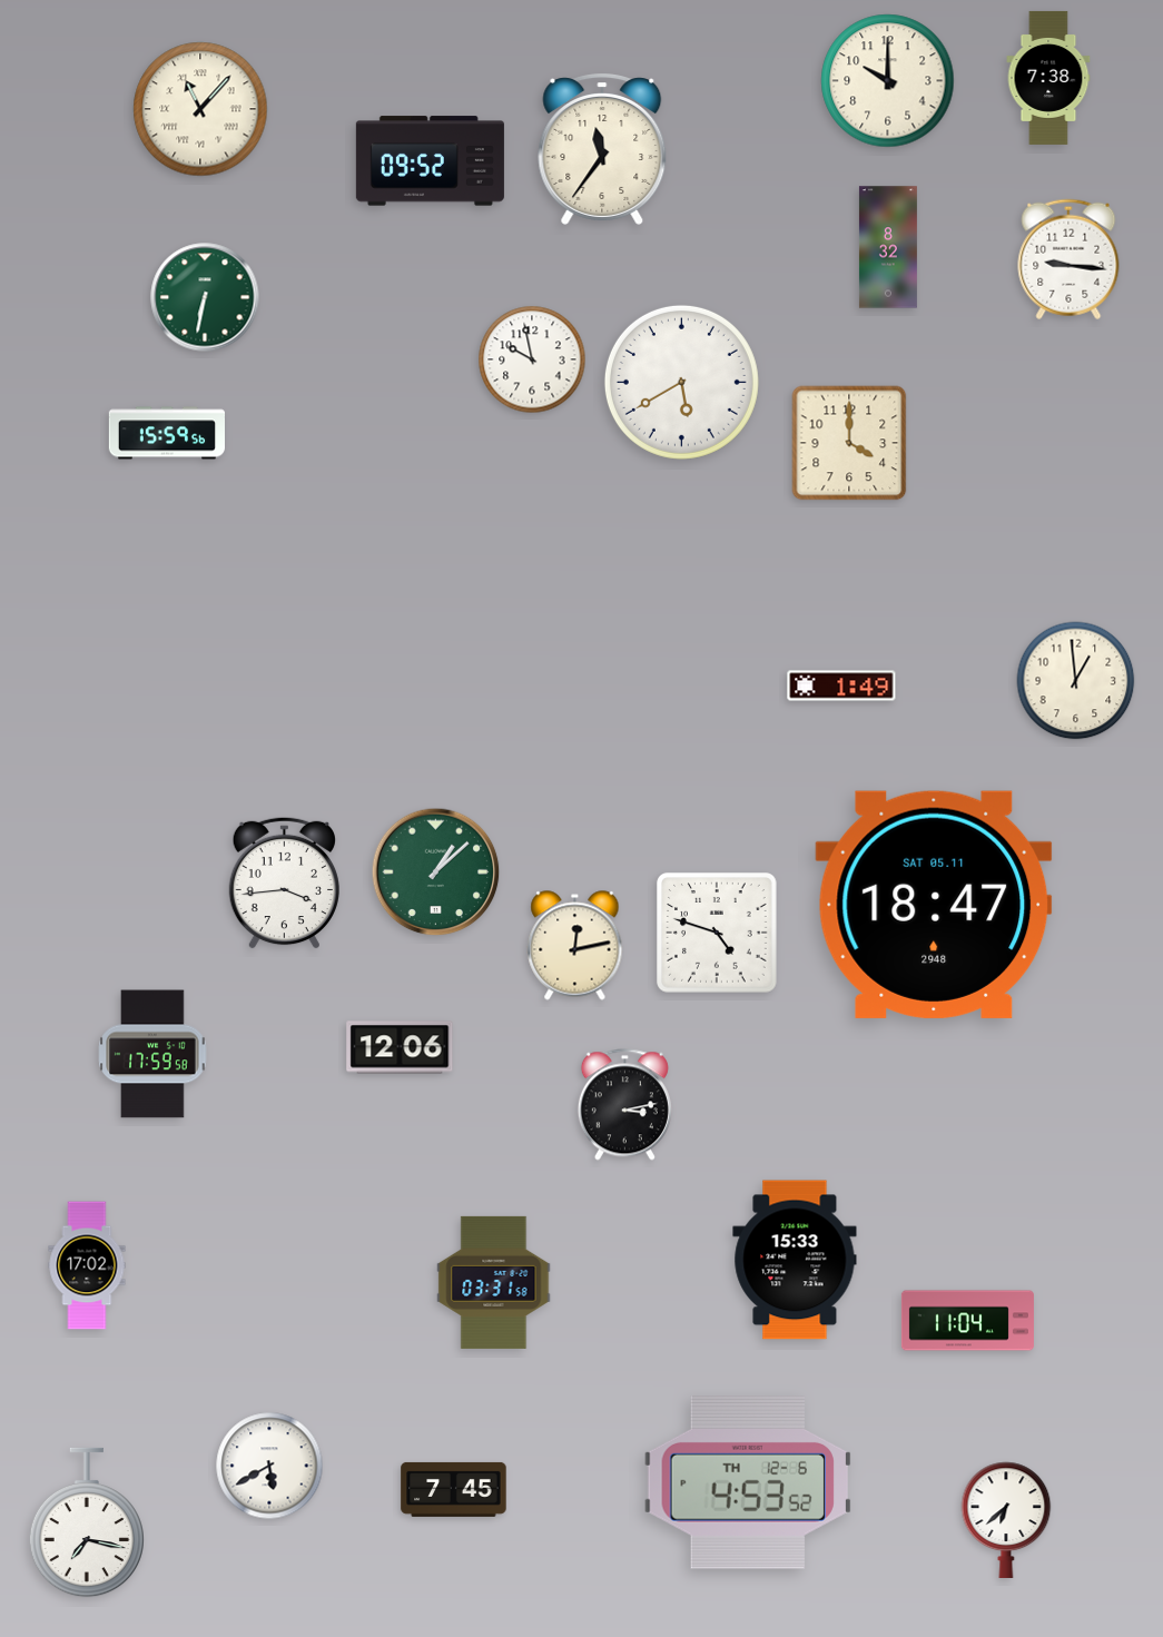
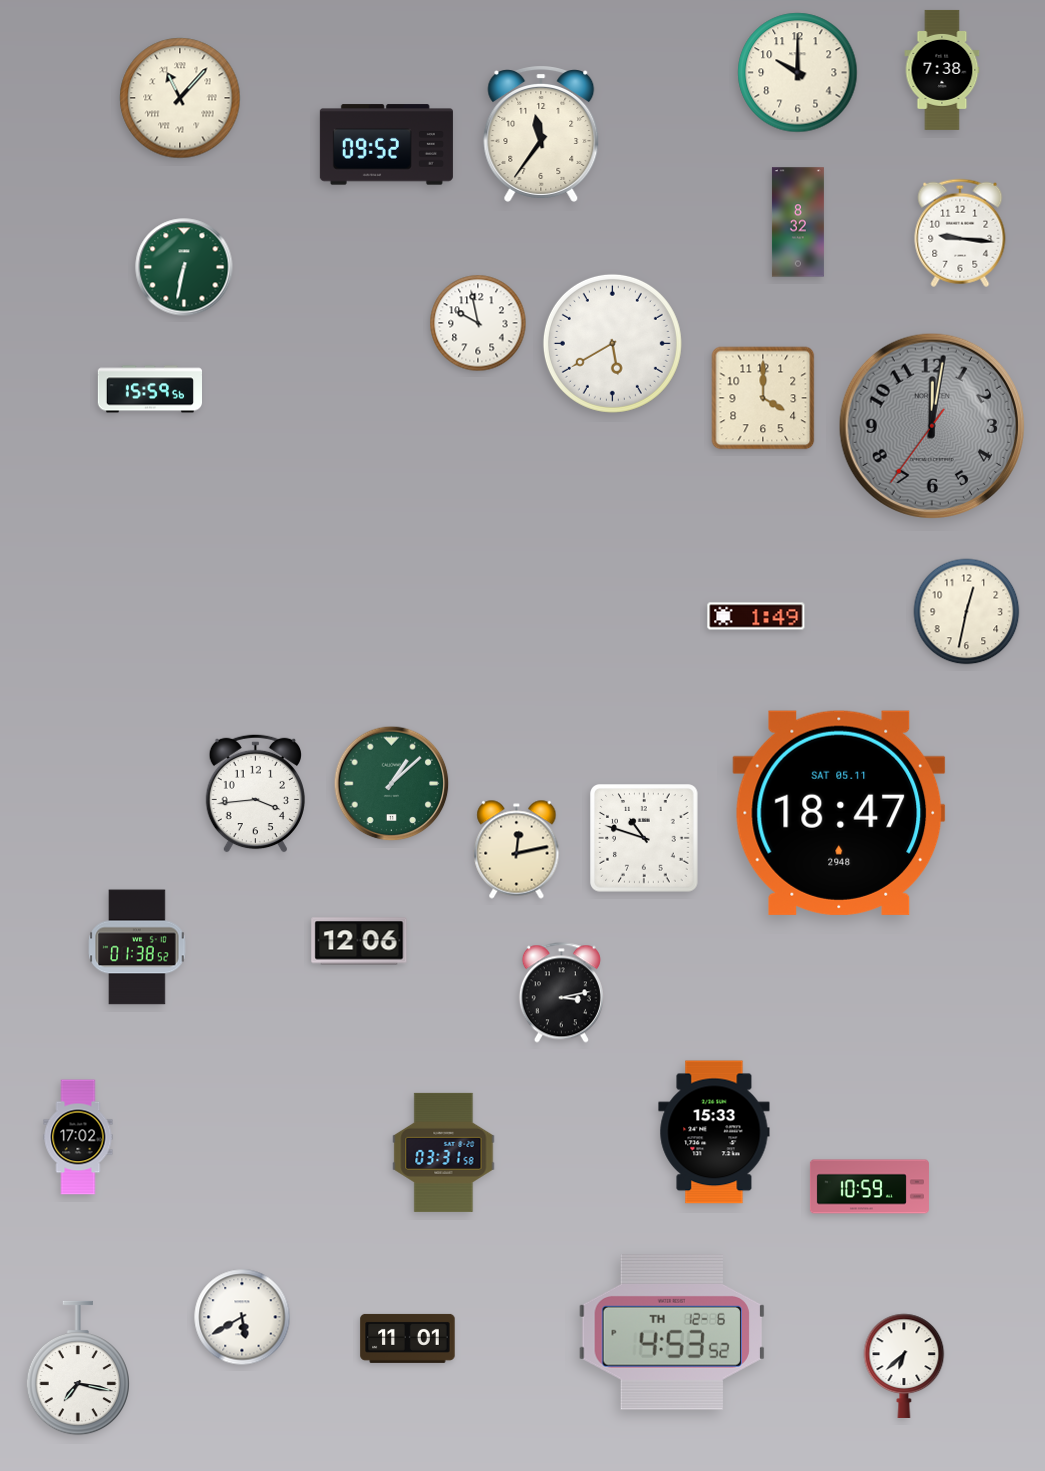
clock at (932, 426): none -> 12:01
clock at (1076, 681): 12:59 -> 12:32
clock at (717, 933): 4:48 -> 10:48
clock at (152, 1054): 17:59 -> 01:38
clock at (967, 1321): 11:04 -> 10:59
clock at (454, 1489): 7:45 -> 11:01
